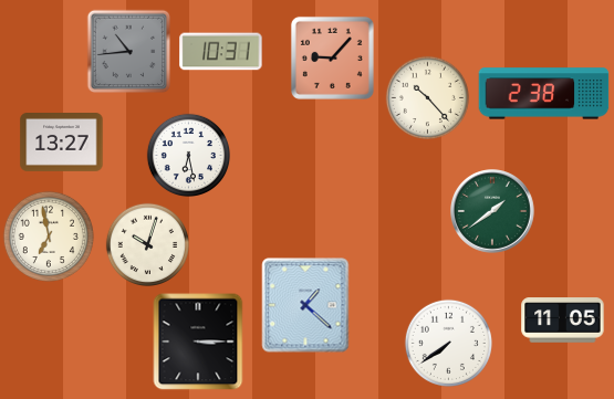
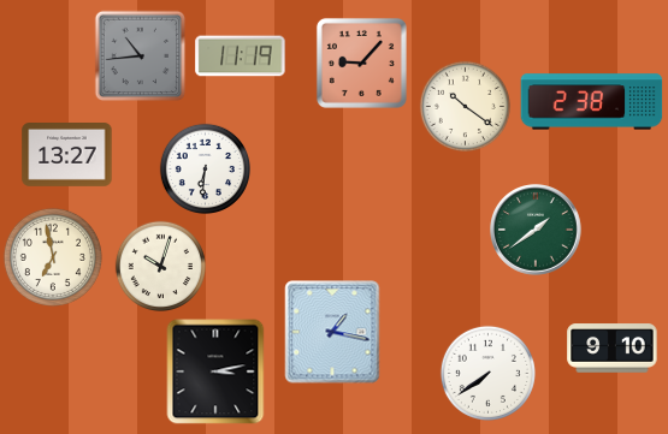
clock at (221, 52): 10:31 -> 11:19
clock at (427, 97): 10:23 -> 10:21
clock at (188, 155): 6:28 -> 6:31
clock at (305, 305): 1:22 -> 1:17
clock at (563, 321): 11:05 -> 9:10
clock at (198, 342): 3:15 -> 3:13
